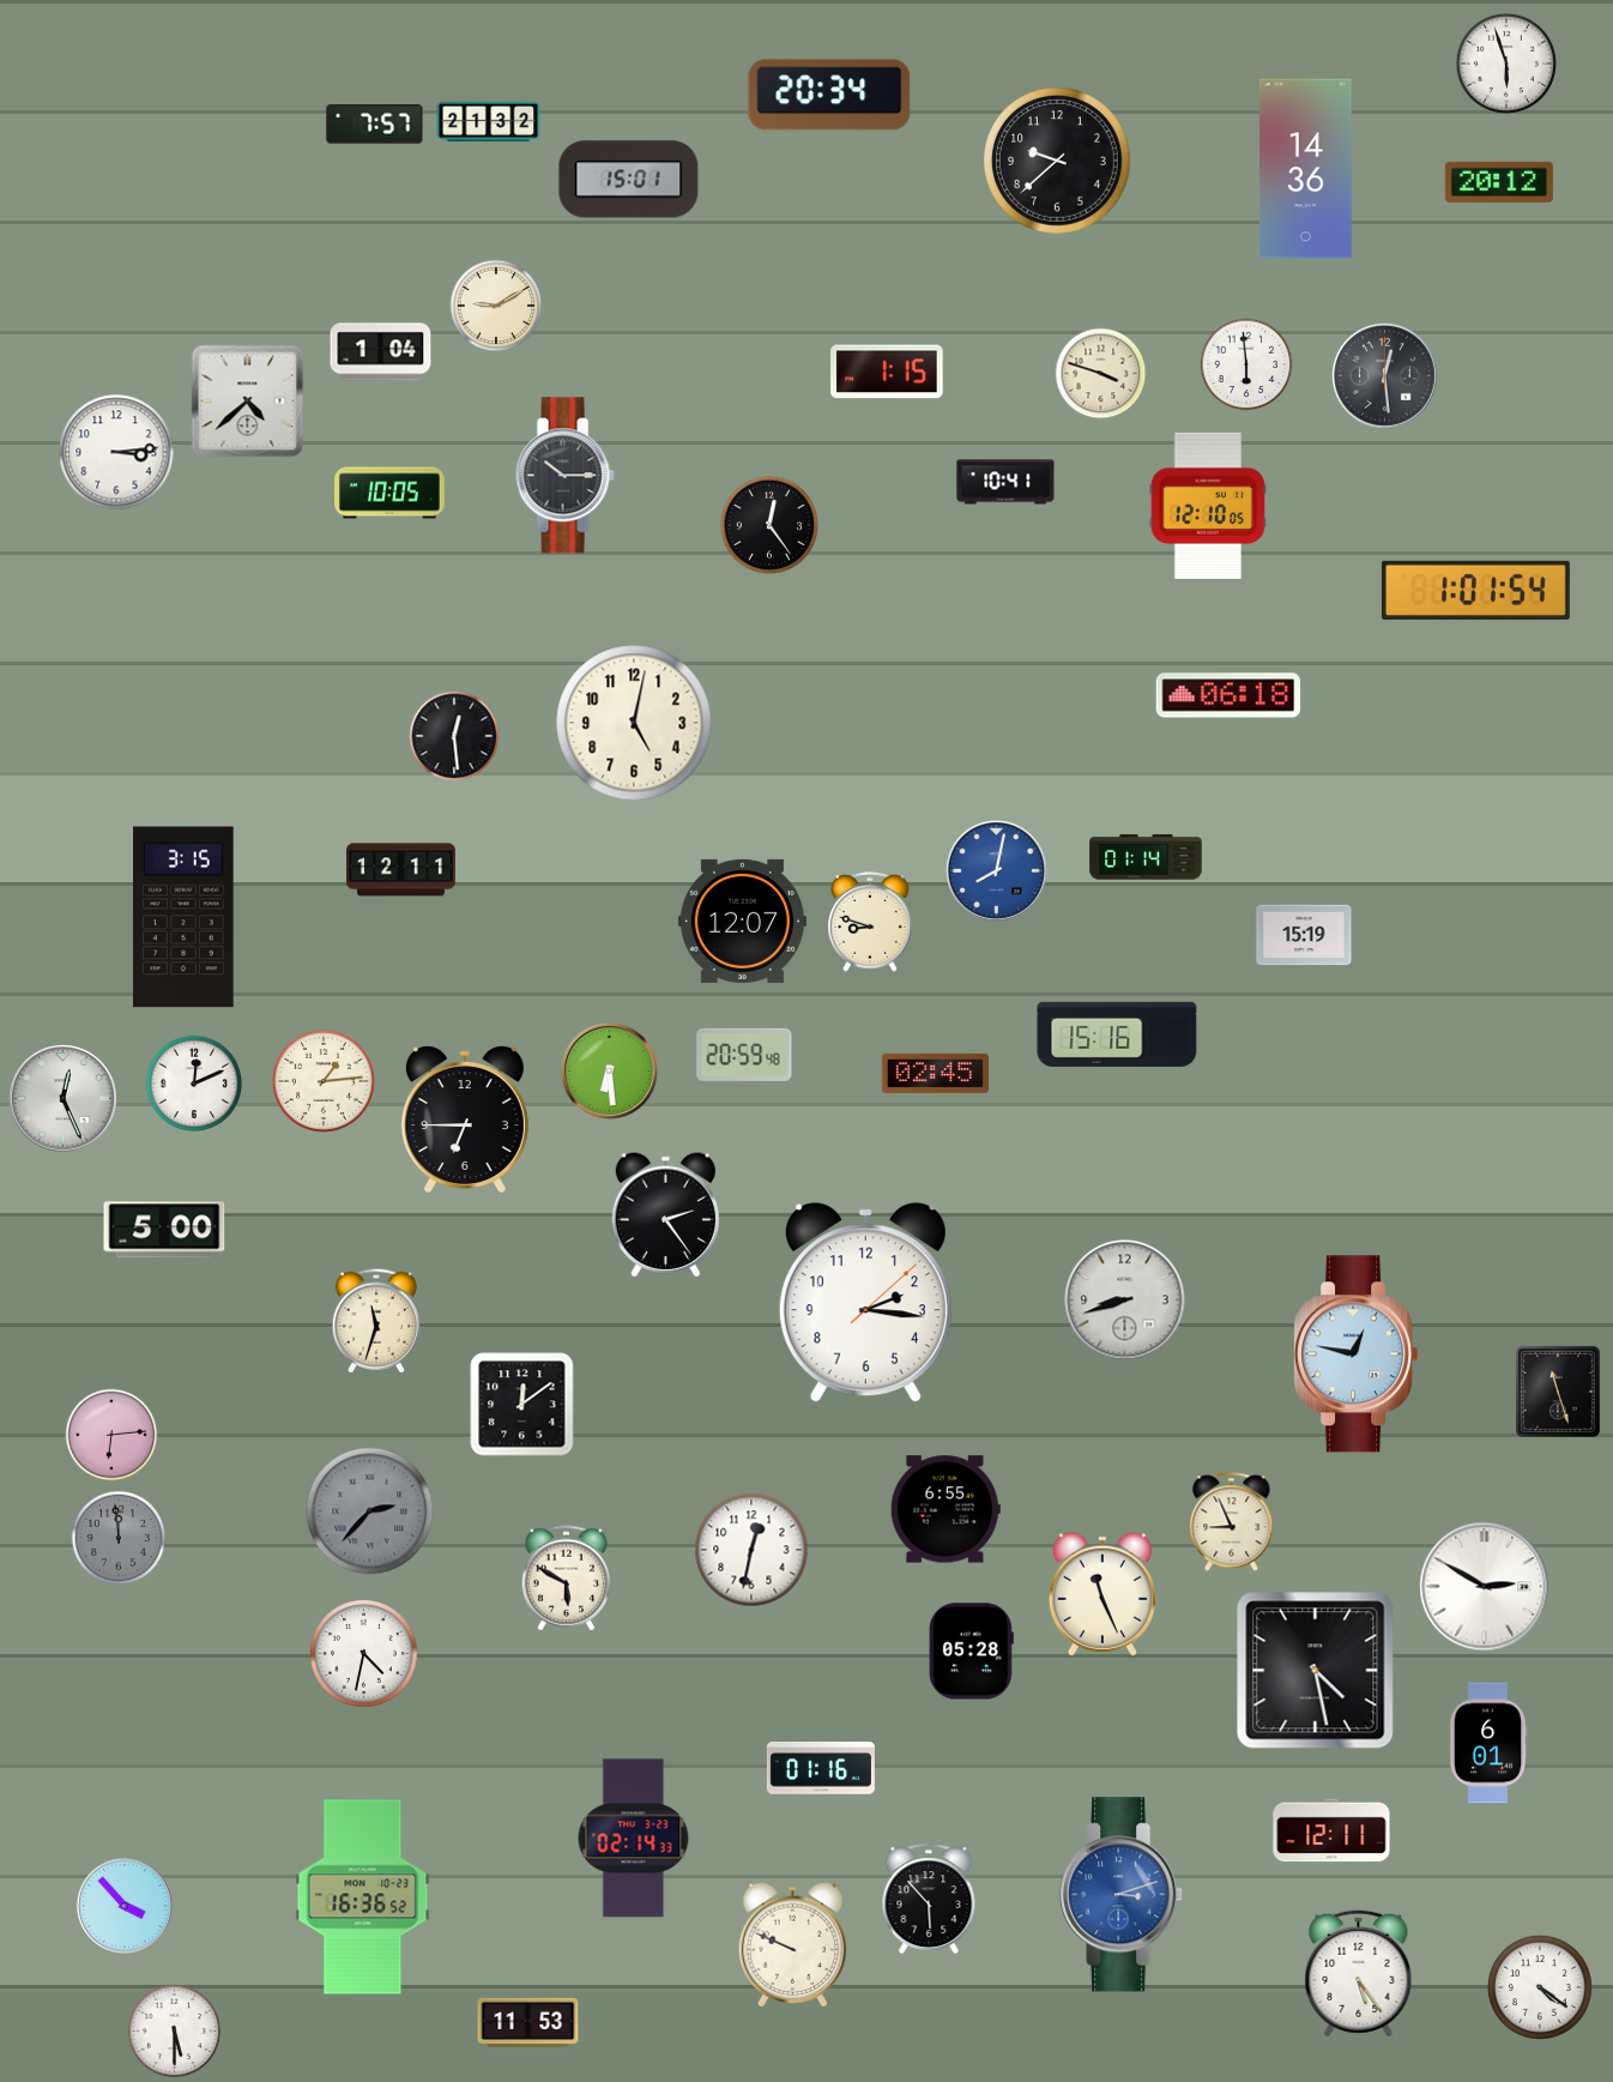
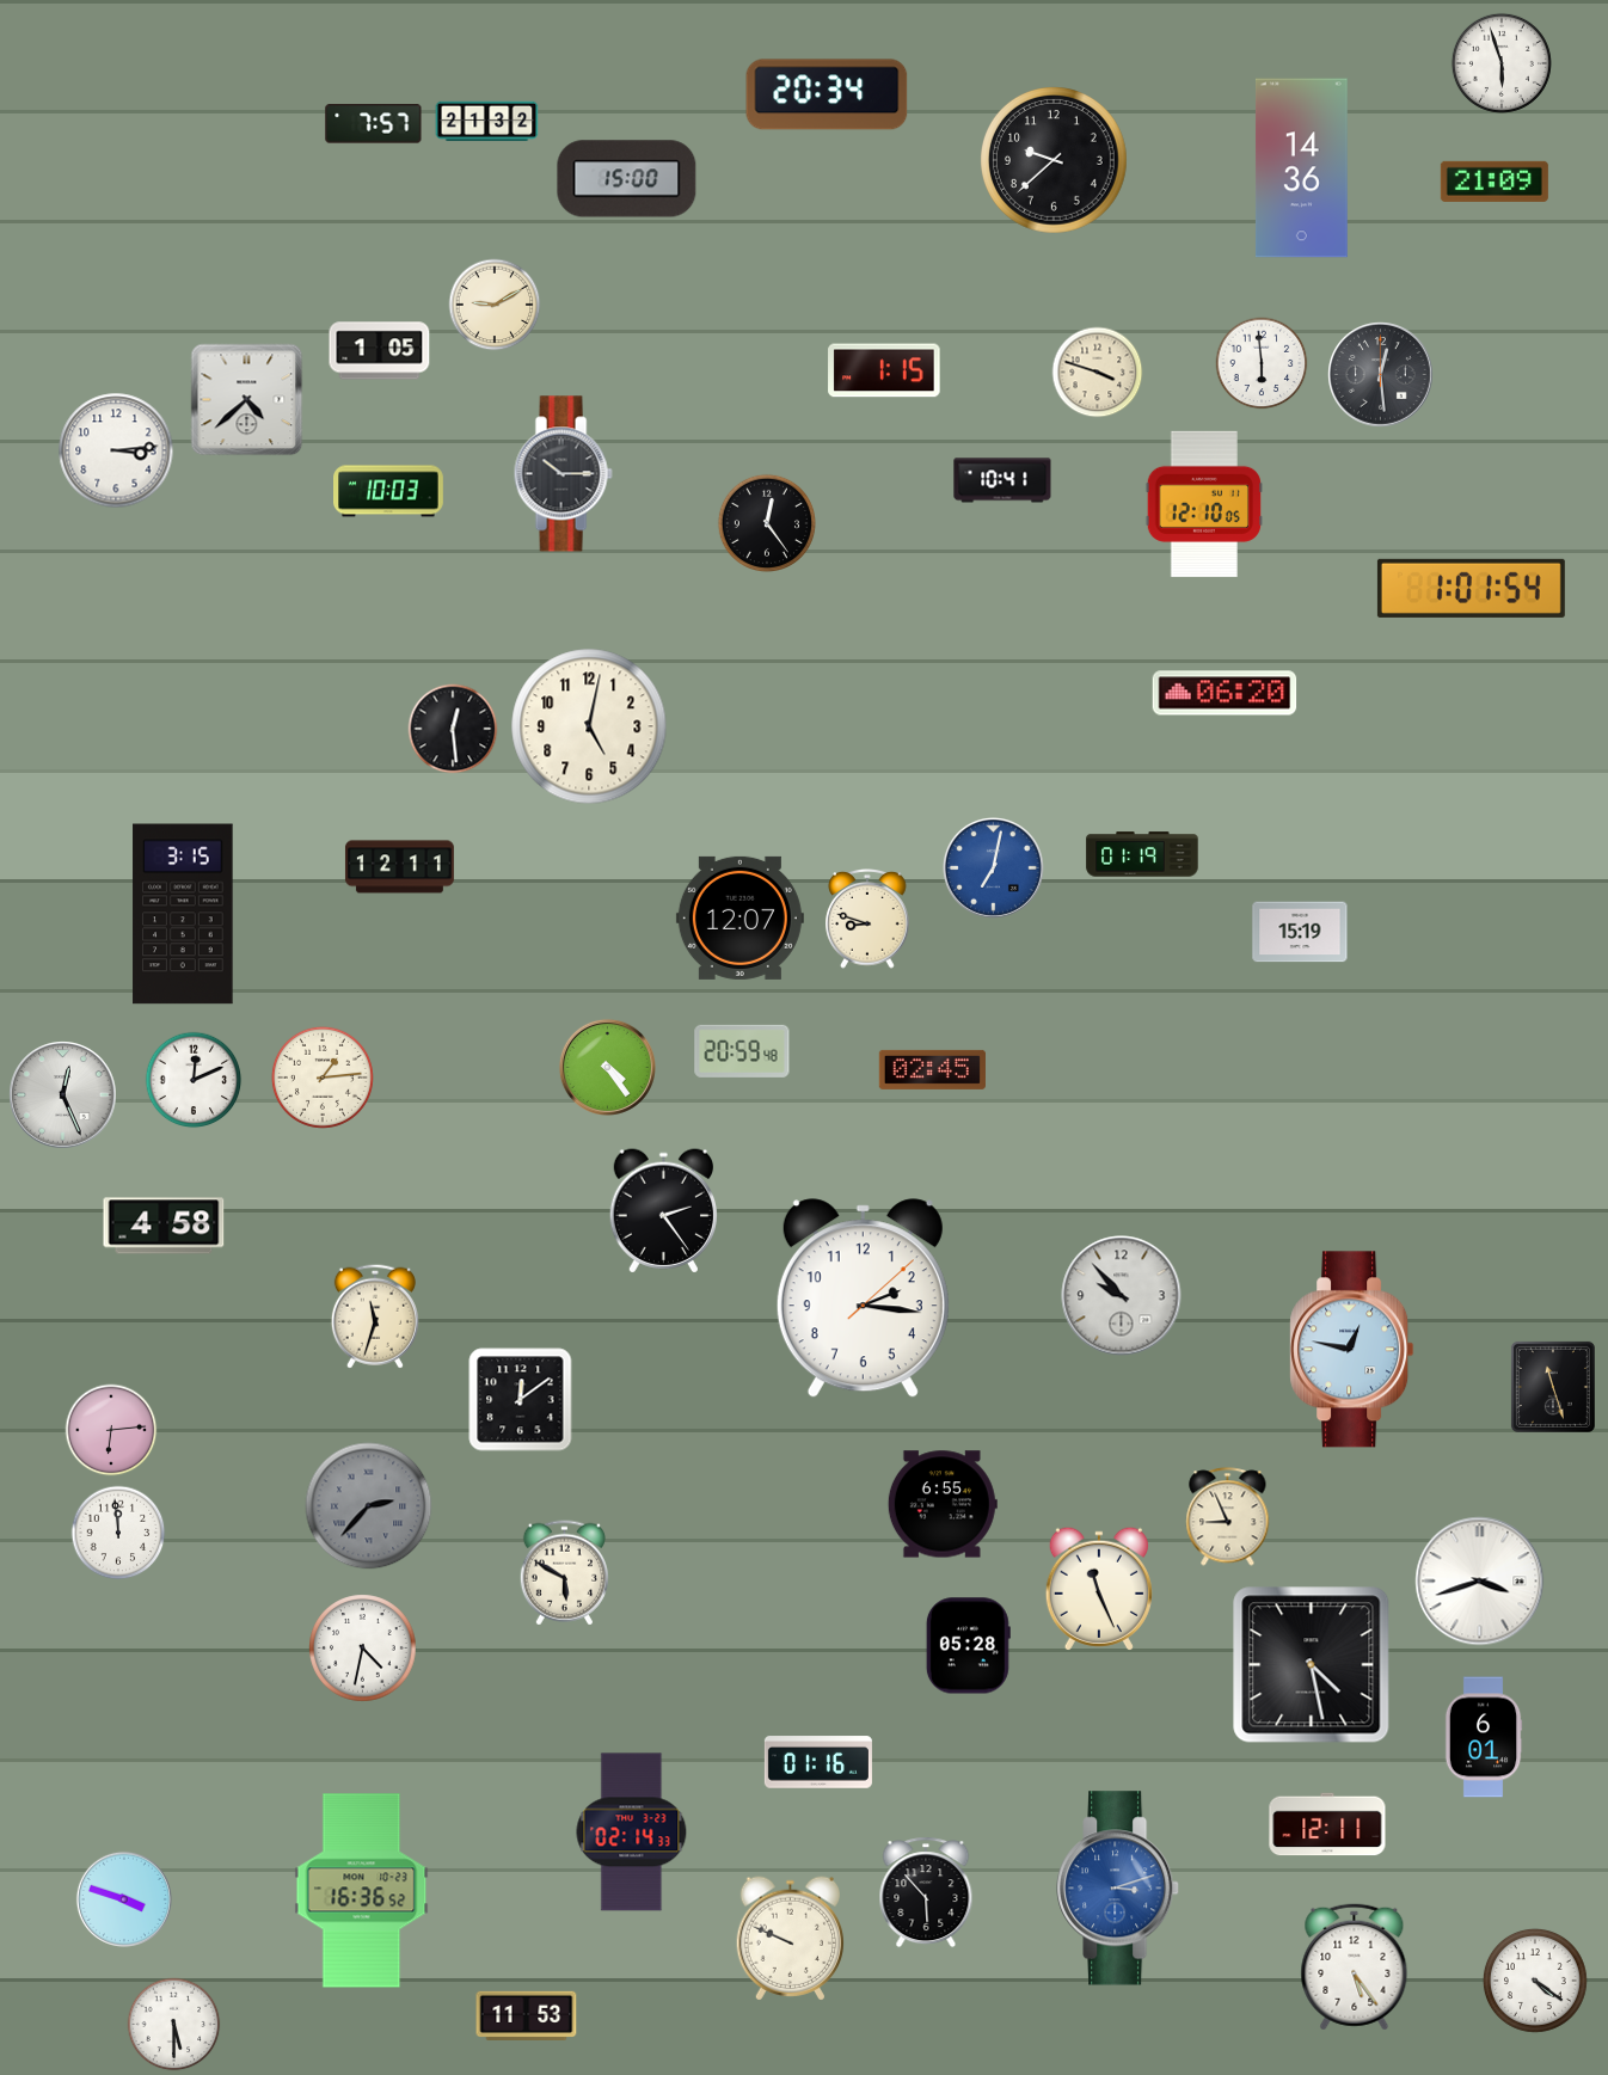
clock at (629, 180): 15:01 -> 15:00
clock at (1499, 182): 20:12 -> 21:09
clock at (381, 352): 1:04 -> 1:05
clock at (1246, 364) position: (1246, 364) -> (1262, 363)
clock at (391, 493): 10:05 -> 10:03
clock at (1228, 695): 06:18 -> 06:20
clock at (634, 723) position: (634, 723) -> (589, 726)
clock at (454, 736) position: (454, 736) -> (453, 729)
clock at (1146, 857): 01:14 -> 01:19
clock at (996, 870): 8:02 -> 7:02
clock at (1117, 1034): 15:16 -> none
clock at (609, 1070): 6:29 -> 4:24
clock at (465, 1120): 6:45 -> none
clock at (164, 1230): 5:00 -> 4:58
clock at (1125, 1301): 8:42 -> 9:53
clock at (119, 1538) dial: grey -> white
clock at (751, 1550): 12:32 -> none
clock at (1485, 1587): 2:50 -> 3:42
clock at (125, 1906): 3:53 -> 3:48
